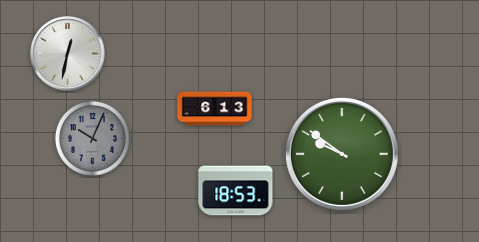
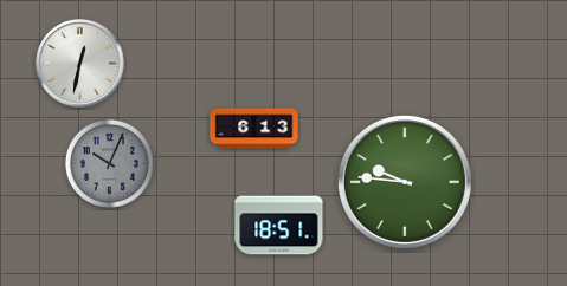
clock at (342, 154): 9:51 -> 9:46
clock at (236, 191): 18:53 -> 18:51
